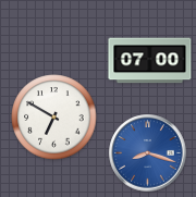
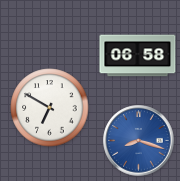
clock at (150, 61): 07:00 -> 06:58
clock at (148, 153) position: (148, 153) -> (139, 141)
